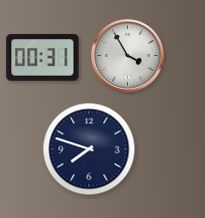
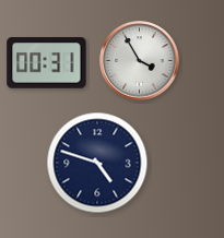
clock at (89, 149): 7:48 -> 4:48
